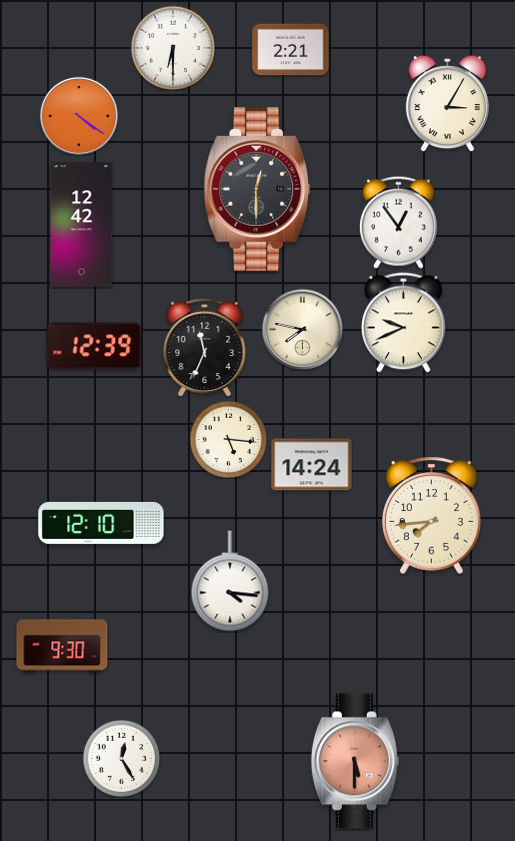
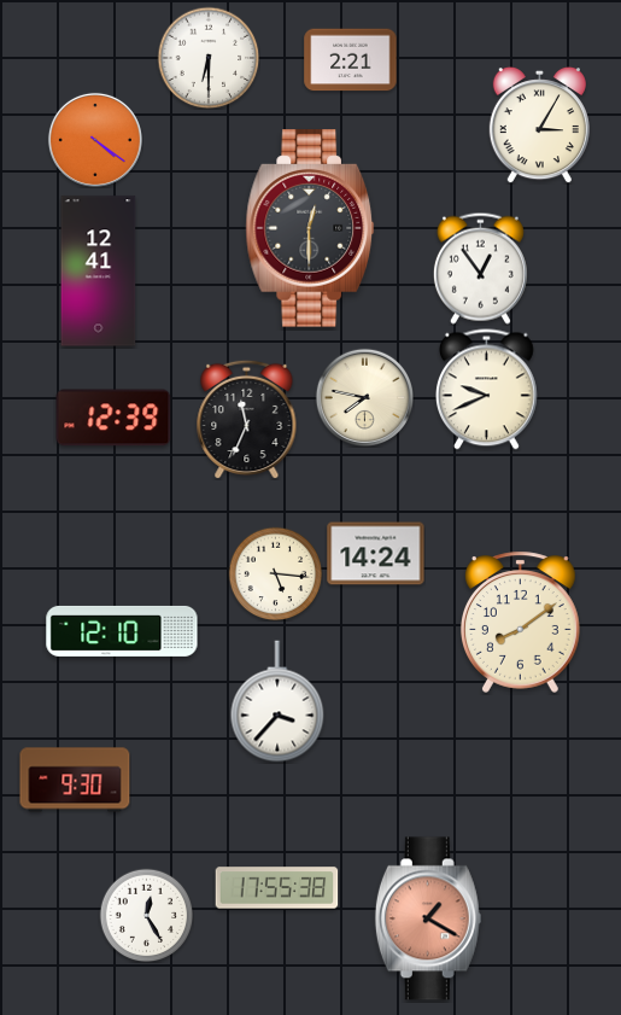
clock at (82, 225): 12:42 -> 12:41
clock at (228, 439) position: (228, 439) -> (275, 573)
clock at (312, 465) position: (312, 465) -> (376, 554)
clock at (431, 515): 7:44 -> 8:09
clock at (230, 581): 4:16 -> 3:37
clock at (277, 888): none -> 17:55
clock at (355, 761): 5:30 -> 1:20
